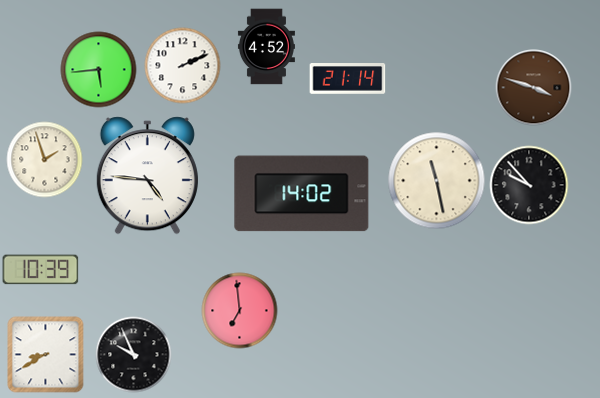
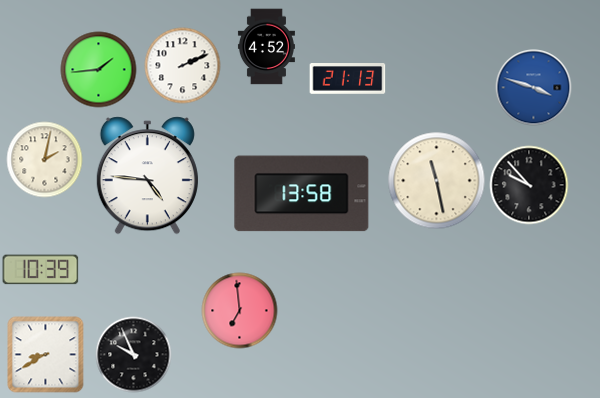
clock at (99, 70): 5:44 -> 1:44
clock at (348, 79): 21:14 -> 21:13
clock at (534, 88) dial: brown -> blue
clock at (45, 160): 1:57 -> 2:02
clock at (302, 194): 14:02 -> 13:58
